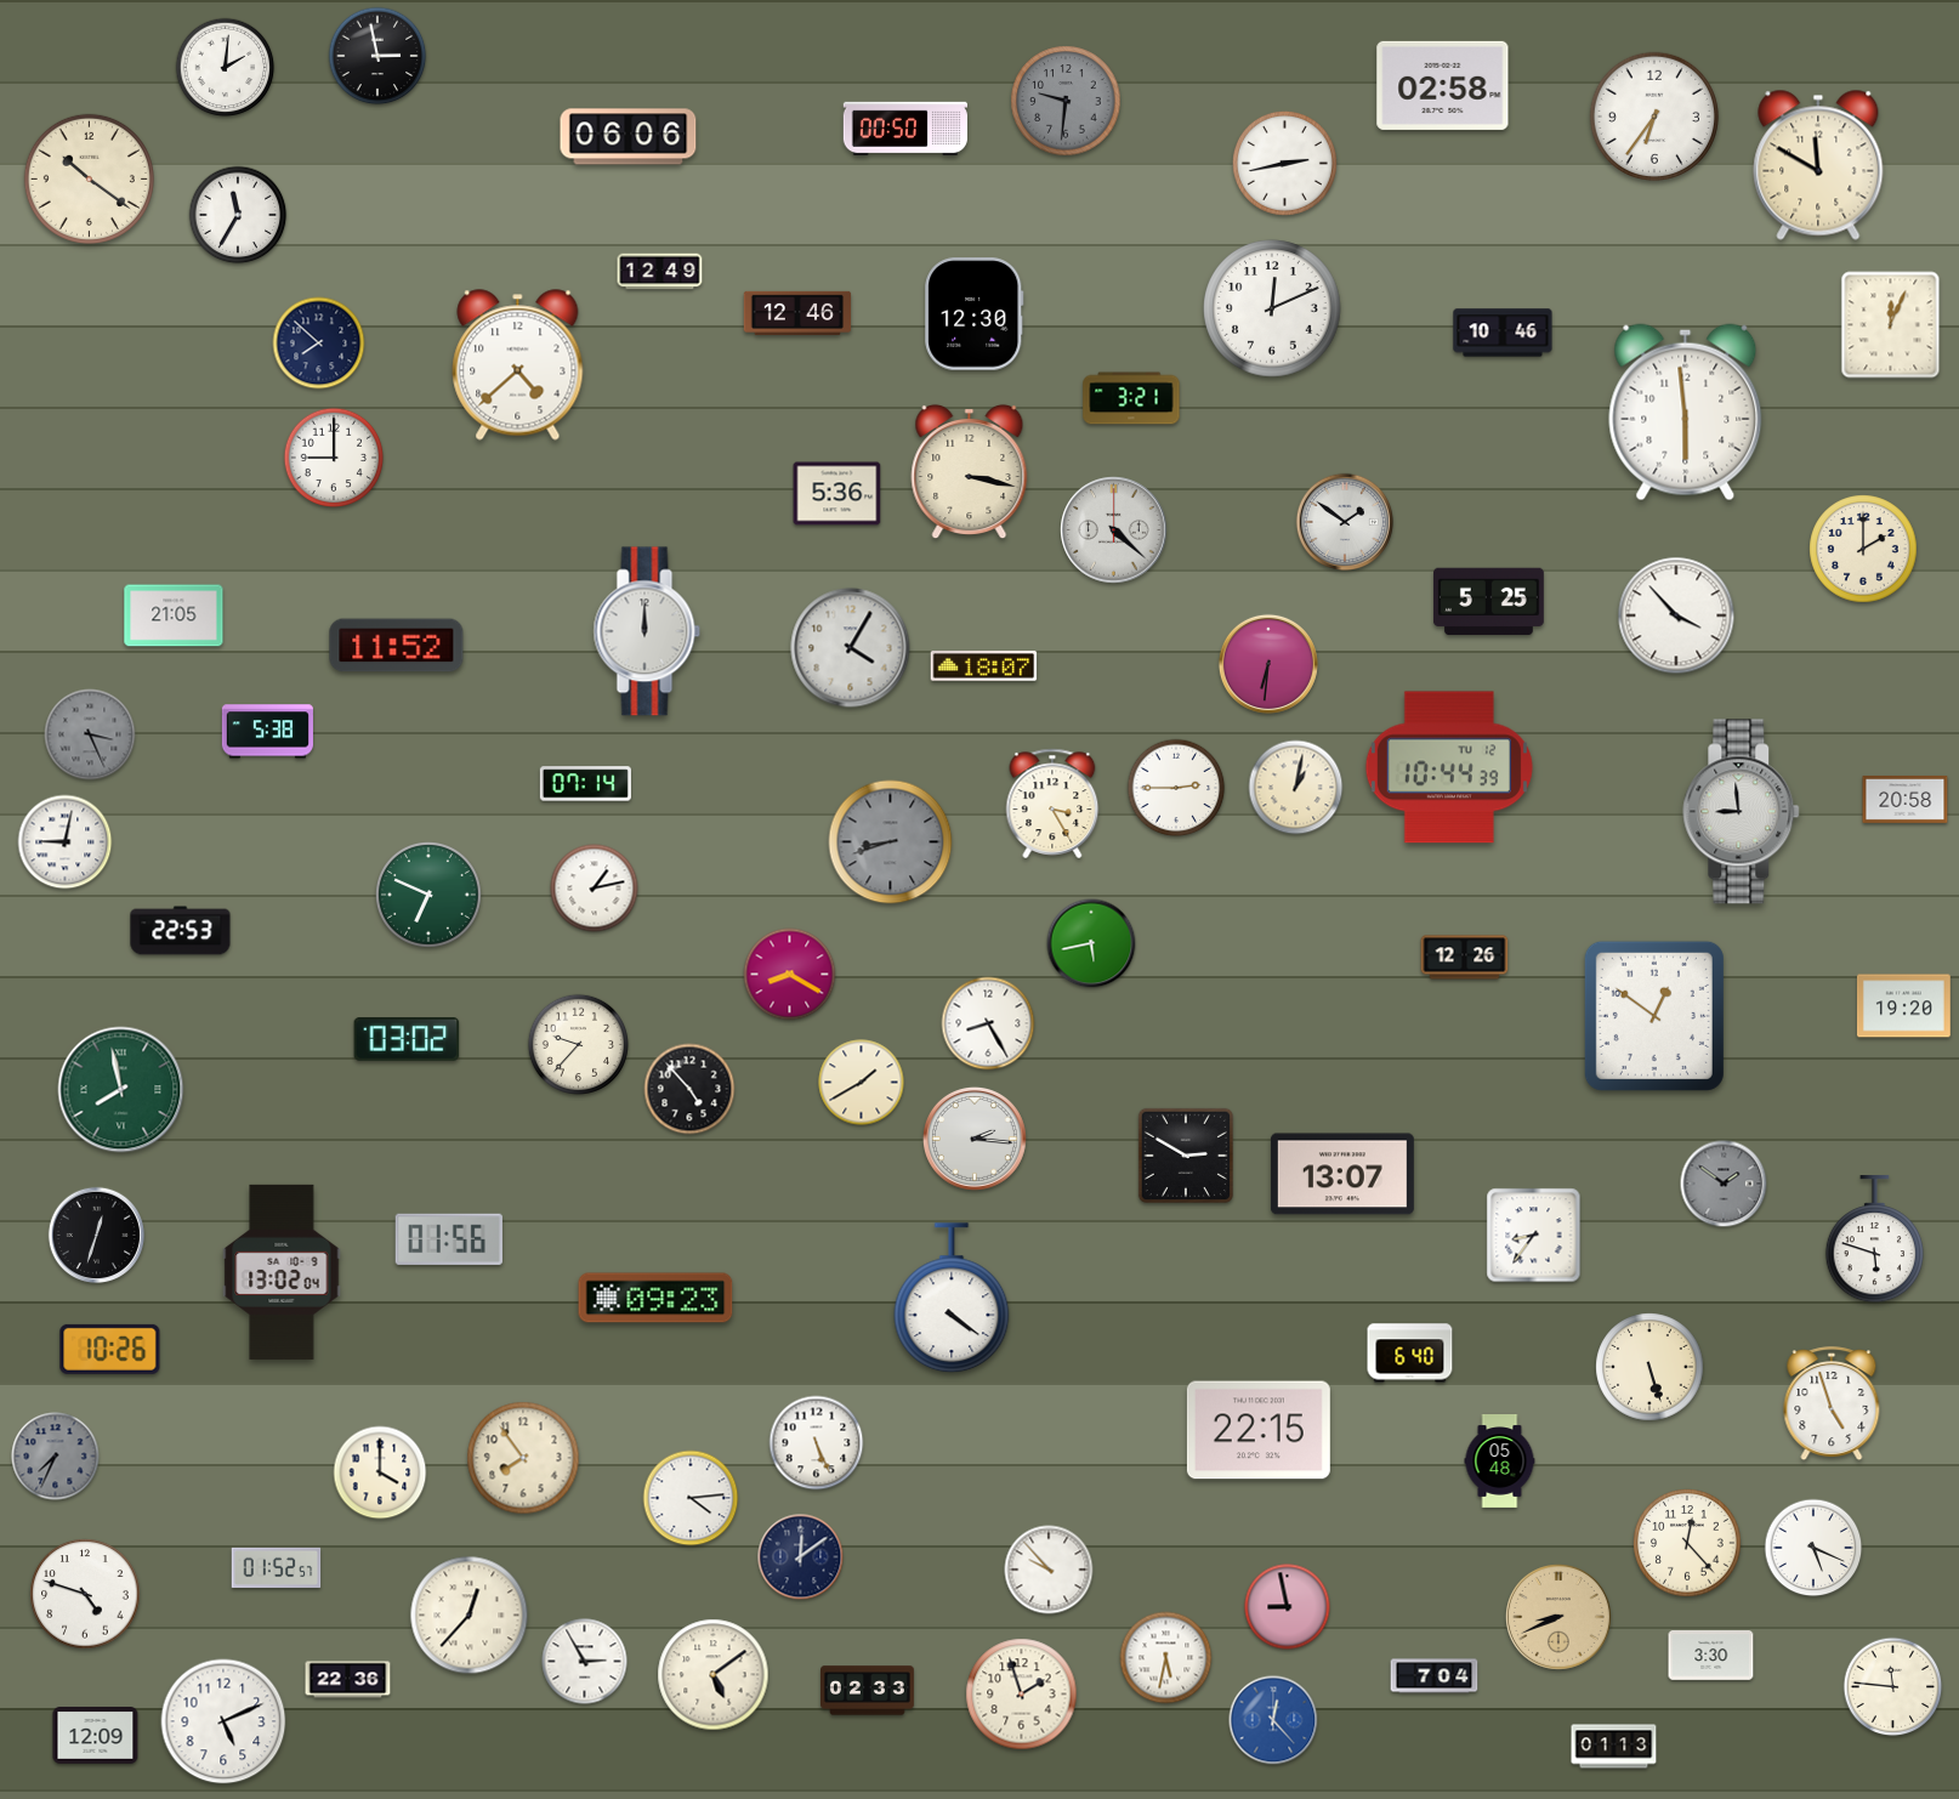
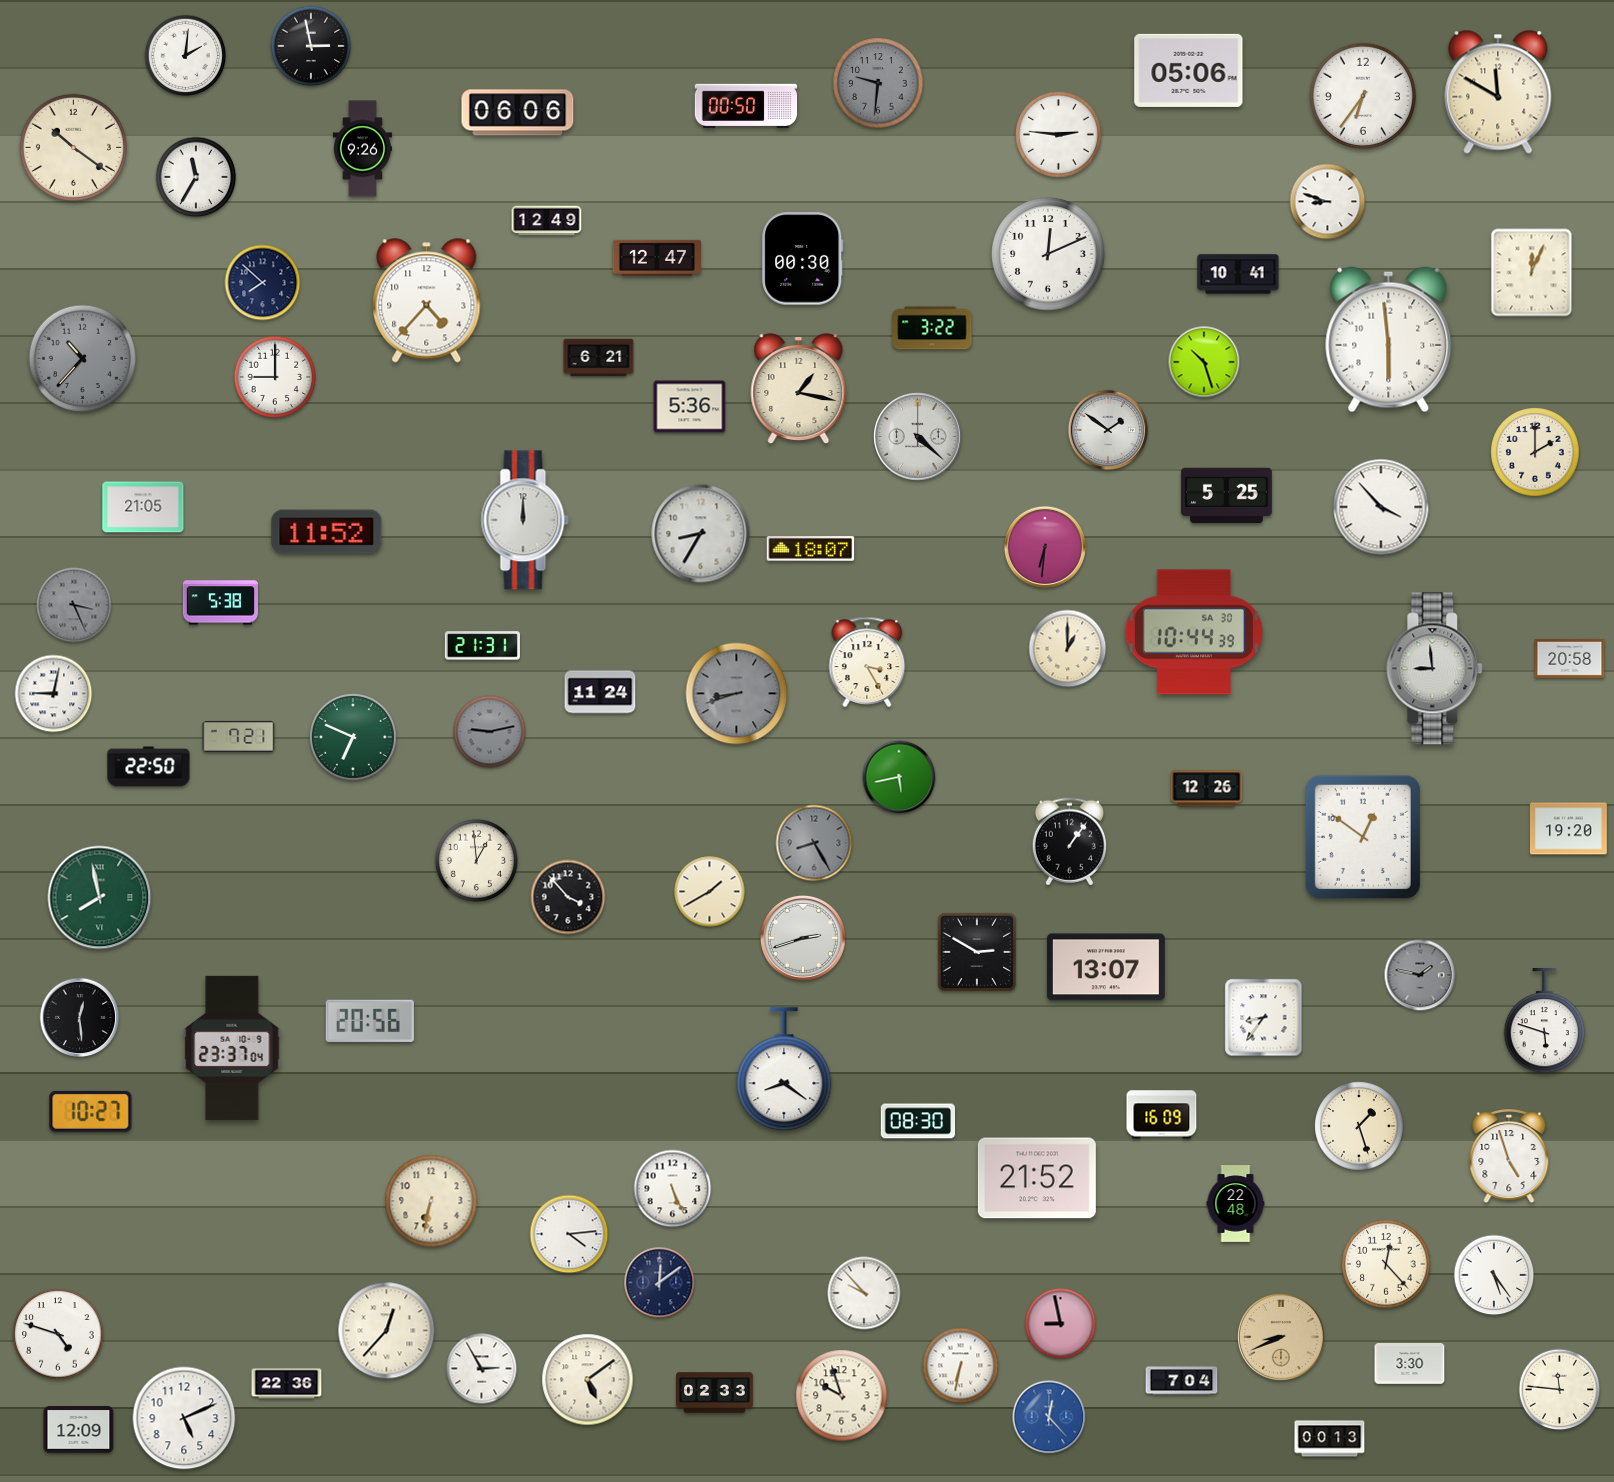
clock at (1443, 85): 02:58 -> 05:06
clock at (1284, 163): 2:43 -> 2:46
clock at (1818, 165) position: (1818, 165) -> (1498, 92)
clock at (363, 149): none -> 9:26
clock at (1328, 202): none -> 8:48
clock at (660, 272) position: (660, 272) -> (547, 221)
clock at (797, 313): 12:46 -> 12:47
clock at (975, 314): 12:30 -> 00:30
clock at (1891, 325) position: (1891, 325) -> (1532, 273)
clock at (1503, 333): 10:46 -> 10:41
clock at (518, 365): 4:38 -> 4:37
clock at (1131, 398): 3:21 -> 3:22
clock at (82, 358): none -> 10:37
clock at (599, 358): none -> 6:21
clock at (1204, 362): none -> 10:27
clock at (970, 472): 3:17 -> 1:17
clock at (647, 631) position: (647, 631) -> (525, 520)
clock at (851, 648): 4:05 -> 8:35
clock at (1449, 767) date: TU 12 -> SA 30
clock at (585, 784): 07:14 -> 21:31
clock at (1176, 788): 2:45 -> none
clock at (1296, 788): 1:02 -> 1:00
clock at (600, 692): none -> 11:24
clock at (891, 842) position: (891, 842) -> (737, 694)
clock at (595, 889): 1:13 -> 9:13
clock at (595, 889) dial: white -> grey
clock at (239, 736): none -> 7:21
clock at (181, 931): 22:53 -> 22:50
clock at (790, 975): 8:20 -> none
clock at (1069, 842): none -> 1:06
clock at (988, 1023) dial: white -> grey
clock at (407, 1040): 03:02 -> none
clock at (578, 1044): 9:37 -> 12:59
clock at (689, 1089): 4:53 -> 3:53
clock at (975, 1139): 2:16 -> 2:42
clock at (1724, 1184): 1:51 -> 1:47
clock at (97, 1236): 12:33 -> 12:29
clock at (449, 1239): 01:56 -> 20:56
clock at (282, 1272): 13:02 -> 23:37
clock at (655, 1298): 09:23 -> none
clock at (952, 1299): 4:21 -> 8:21
clock at (110, 1349): 10:26 -> 10:27
clock at (1410, 1353): 6:40 -> 16:09
clock at (918, 1121): none -> 08:30
clock at (1649, 1367): 5:27 -> 1:27
clock at (1259, 1430): 22:15 -> 21:52
clock at (56, 1457): 7:34 -> none
clock at (523, 1458): 7:54 -> 6:32
clock at (1500, 1462): 05:48 -> 22:48
clock at (380, 1472): 4:00 -> none
clock at (1687, 1543) position: (1687, 1543) -> (1386, 1264)
clock at (1813, 1548): 5:19 -> 5:24
clock at (277, 1567): 01:52 -> none
clock at (85, 1594) position: (85, 1594) -> (58, 1334)
clock at (1560, 1618) position: (1560, 1618) -> (1282, 1338)
clock at (1166, 1658): 5:32 -> 6:32
clock at (1022, 1695): 1:57 -> 9:57
clock at (1614, 1747): 01:13 -> 00:13
